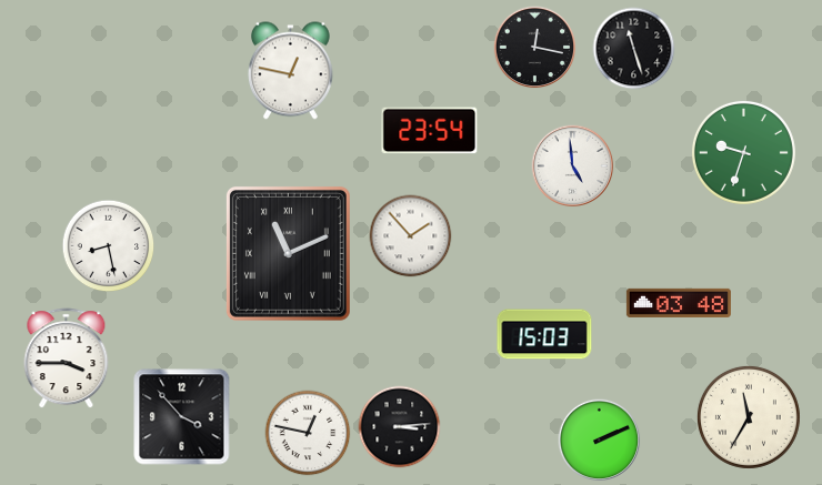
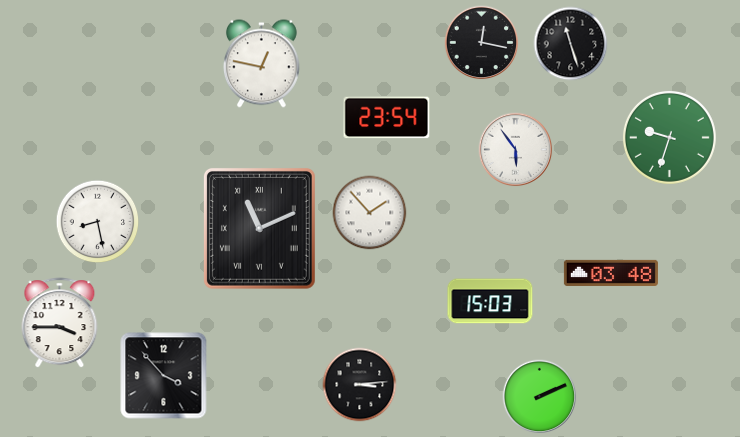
clock at (573, 166): 4:59 -> 5:54
clock at (749, 417): 11:35 -> none
clock at (308, 433): 12:47 -> none
